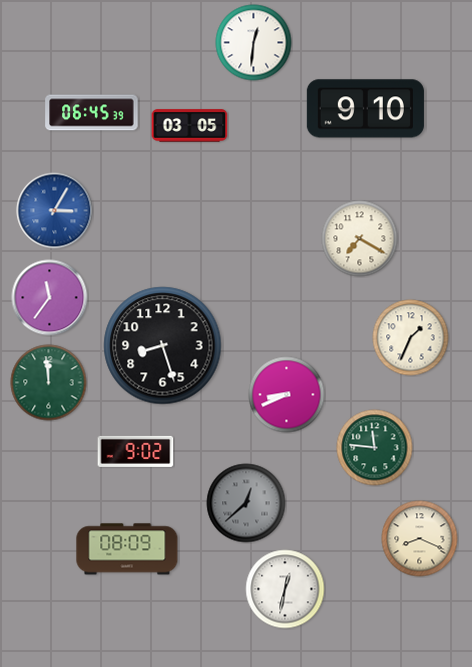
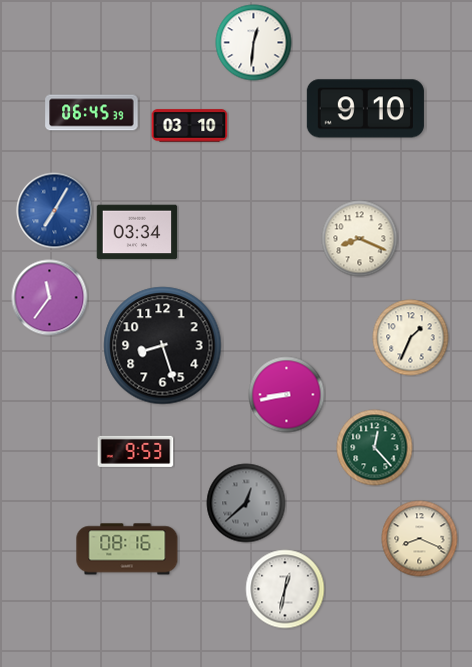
clock at (190, 126): 03:05 -> 03:10
clock at (55, 211): 3:05 -> 7:05
clock at (137, 232): none -> 03:34
clock at (360, 239): 7:20 -> 8:19
clock at (49, 383): 11:59 -> none
clock at (287, 395): 8:41 -> 8:43
clock at (375, 448): 11:46 -> 12:23
clock at (136, 451): 9:02 -> 9:53
clock at (127, 549): 08:09 -> 08:16
